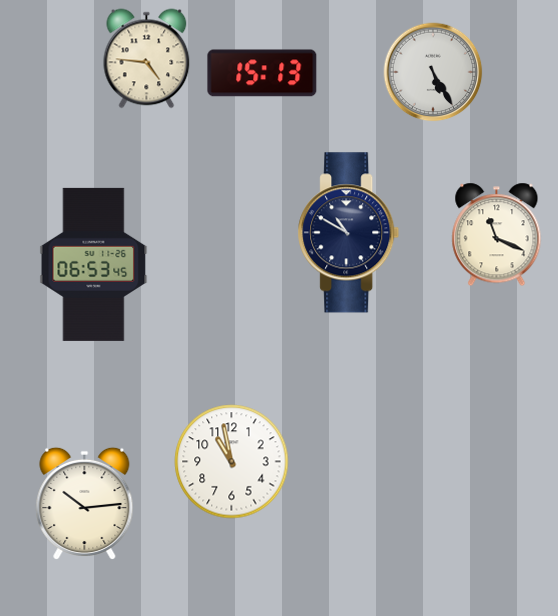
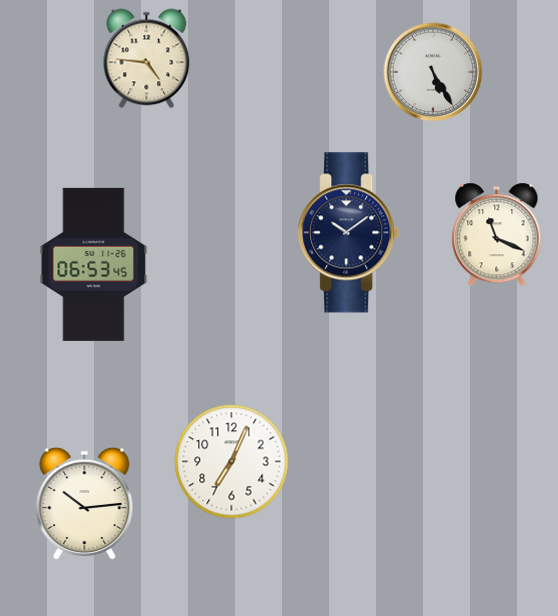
clock at (262, 73): 15:13 -> none
clock at (349, 233): 10:50 -> 10:09
clock at (232, 462): 10:58 -> 7:04
